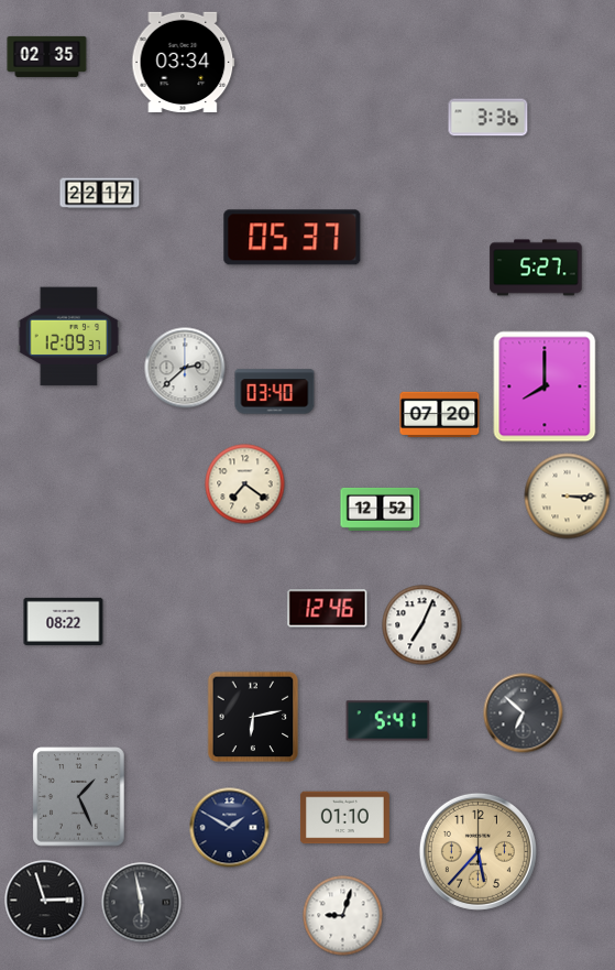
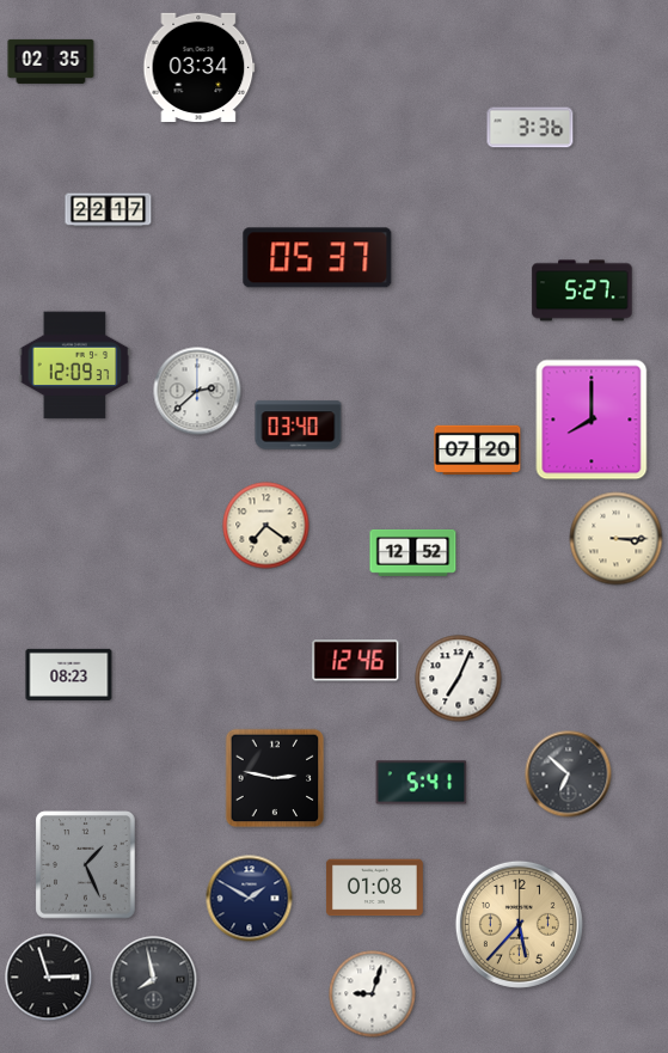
clock at (185, 368) position: (185, 368) -> (197, 391)
clock at (64, 621): 08:22 -> 08:23
clock at (253, 717): 6:13 -> 2:47
clock at (344, 818): 01:10 -> 01:08
clock at (142, 903): 5:58 -> 7:58
